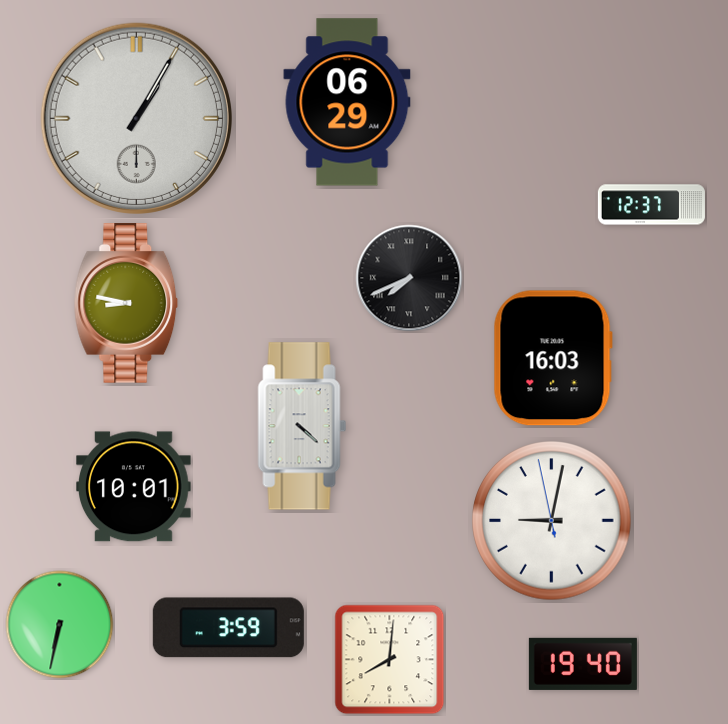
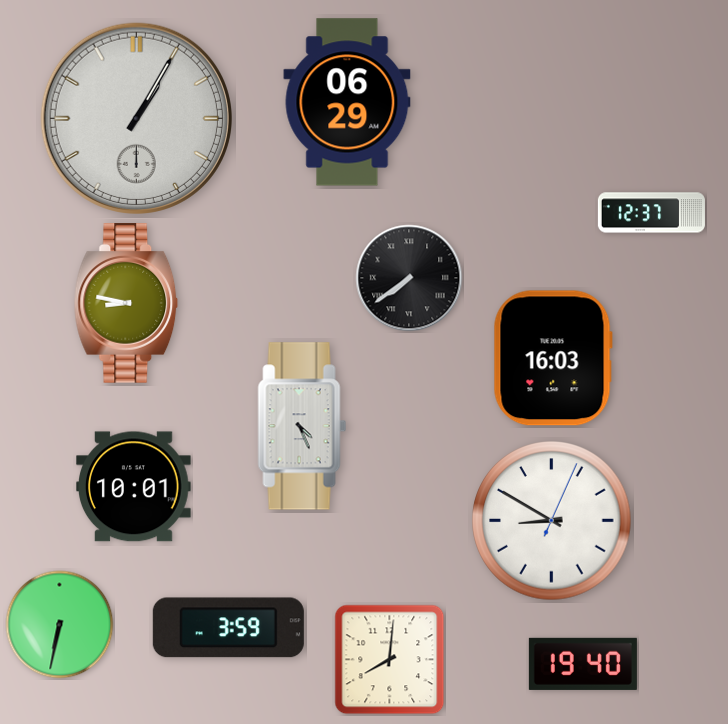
clock at (651, 205) position: (651, 205) -> (651, 213)
clock at (409, 278): 7:41 -> 7:39
clock at (302, 426): 4:22 -> 4:26
clock at (552, 521): 9:01 -> 8:50
